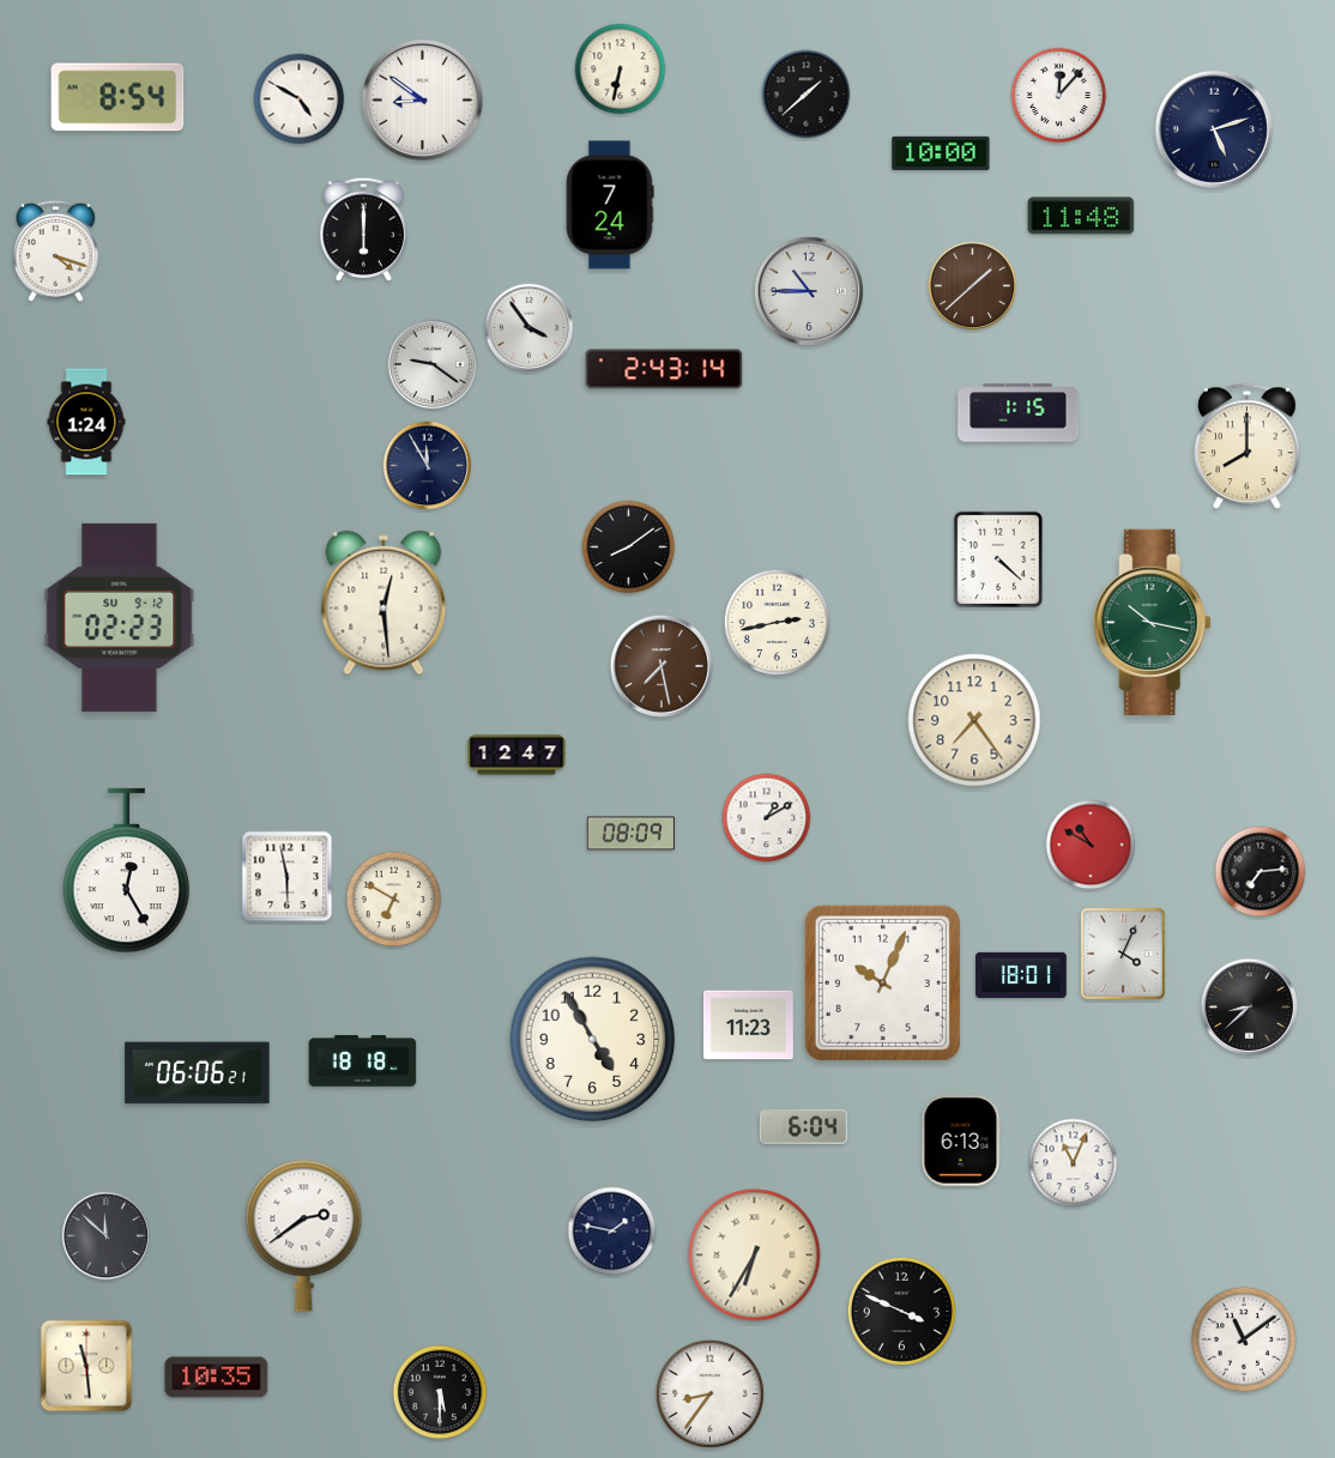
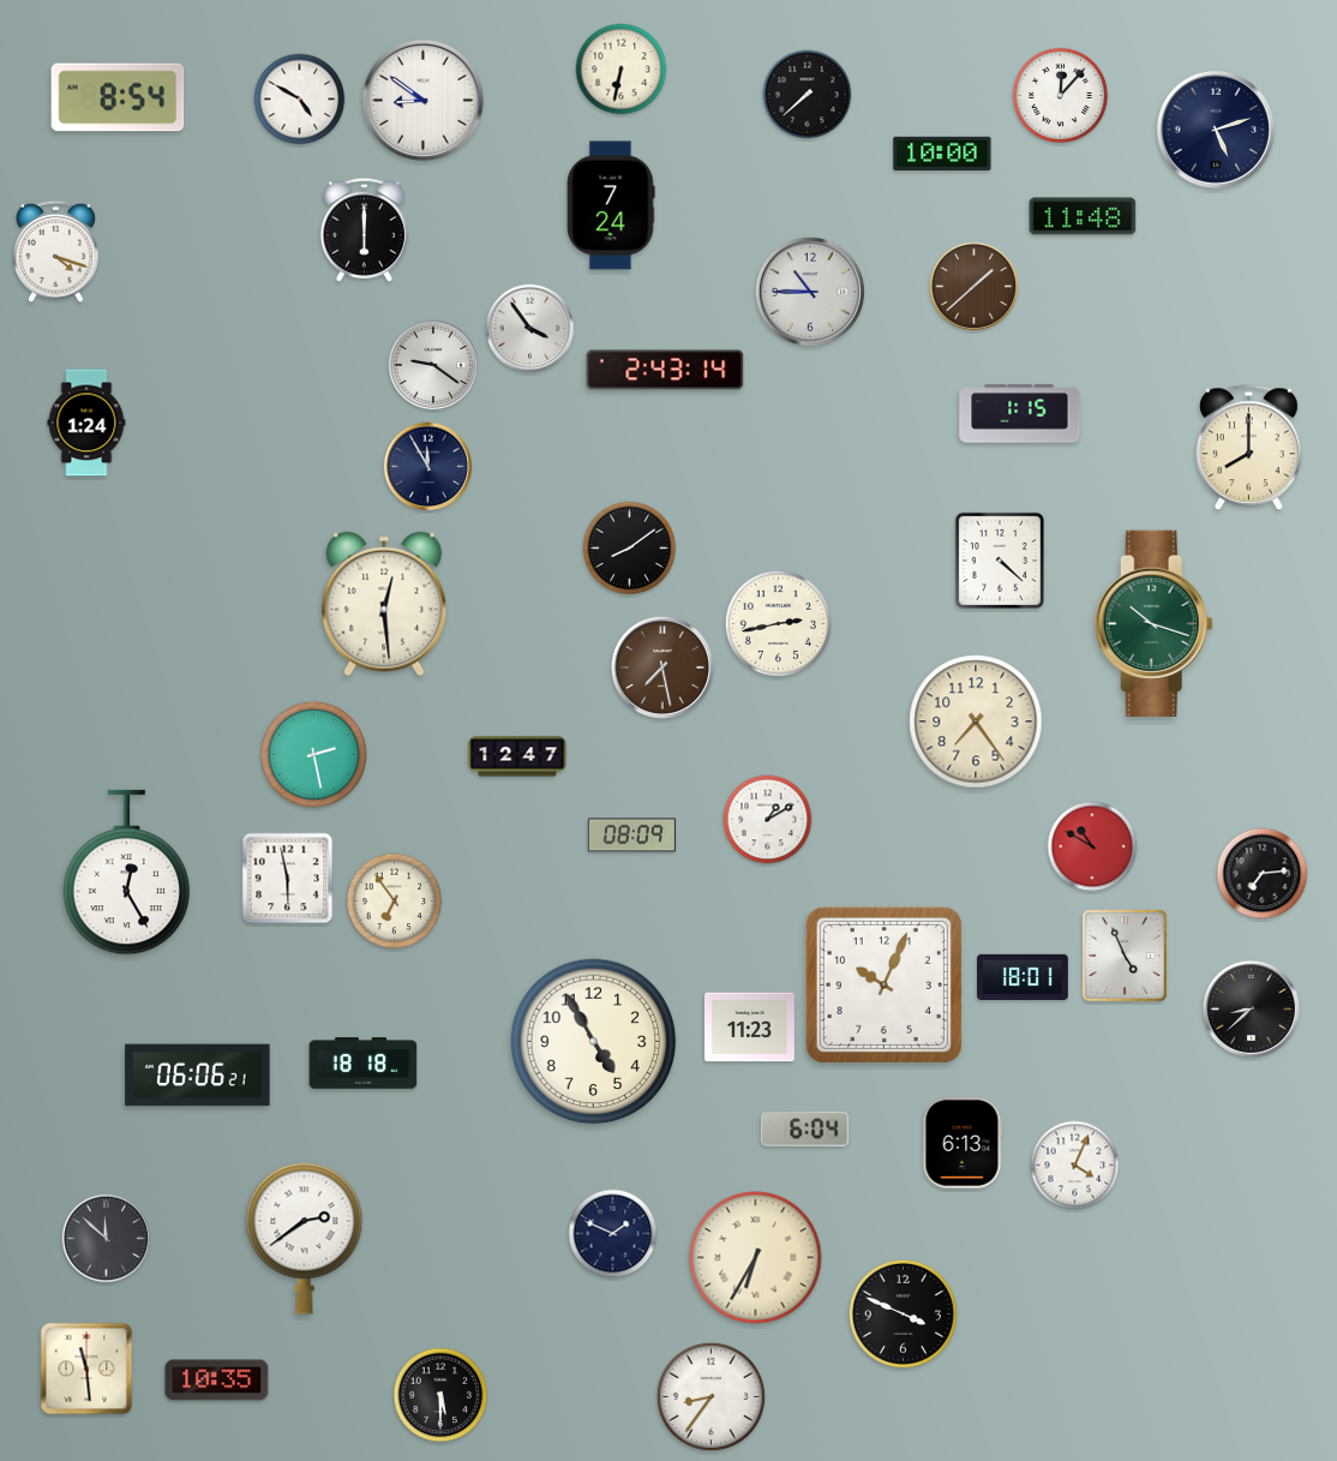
clock at (807, 95): 1:38 -> 7:38
clock at (120, 617): 02:23 -> none
clock at (1152, 622): 10:17 -> 10:18
clock at (313, 754): none -> 2:28
clock at (394, 900): 6:50 -> 6:54
clock at (1123, 954): 4:04 -> 4:56
clock at (1074, 1163): 11:04 -> 4:04
clock at (612, 1232): 1:47 -> 1:49
clock at (1244, 1339): 11:09 -> none
